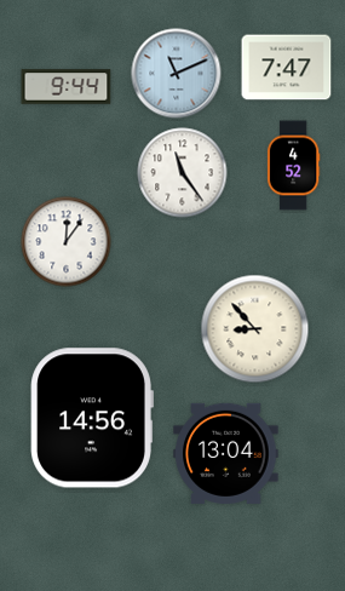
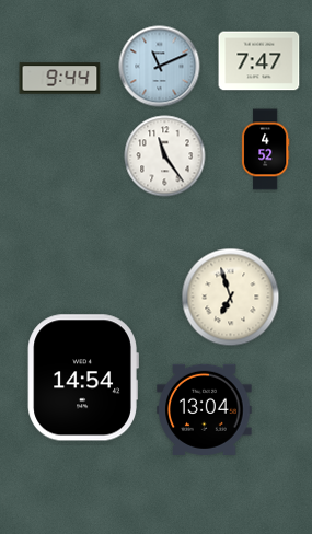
clock at (67, 242): 12:06 -> none
clock at (255, 329): 8:53 -> 6:57
clock at (92, 418): 14:56 -> 14:54
